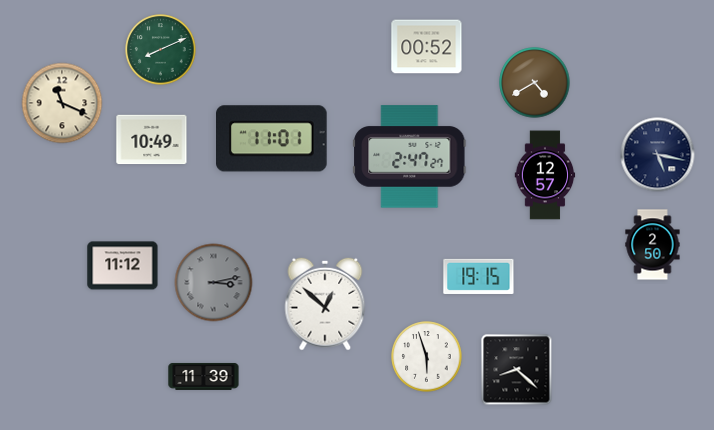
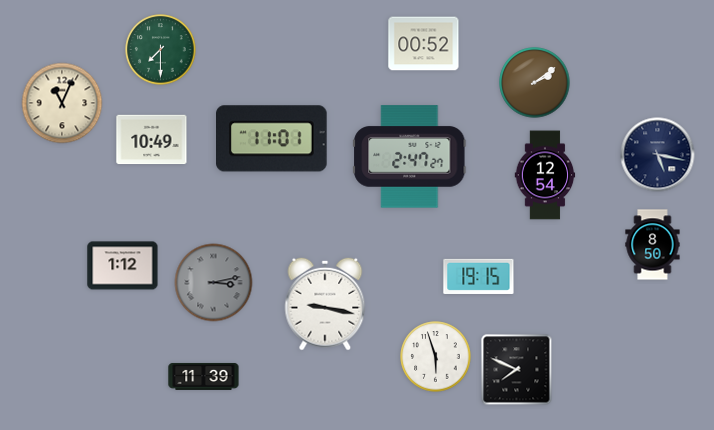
clock at (427, 47) position: (427, 47) -> (424, 44)
clock at (161, 50): 8:11 -> 7:30
clock at (535, 83): 4:40 -> 2:09
clock at (62, 103): 11:19 -> 11:04
clock at (545, 175): 12:57 -> 12:54
clock at (653, 245): 2:50 -> 8:50
clock at (123, 266): 11:12 -> 1:12
clock at (325, 304): 12:52 -> 9:17
clock at (427, 357) position: (427, 357) -> (436, 357)
clock at (517, 370): 8:22 -> 7:49
